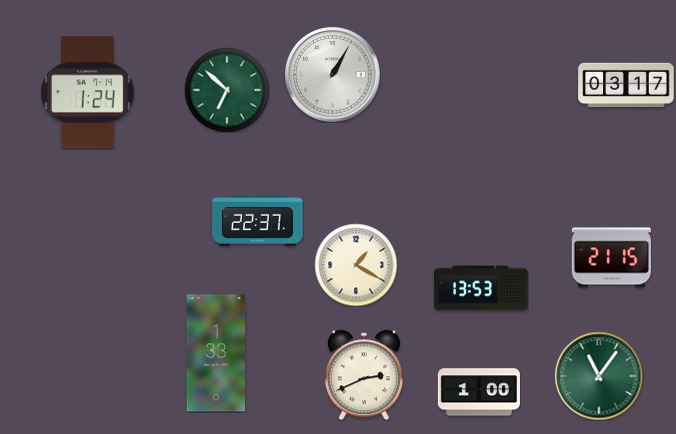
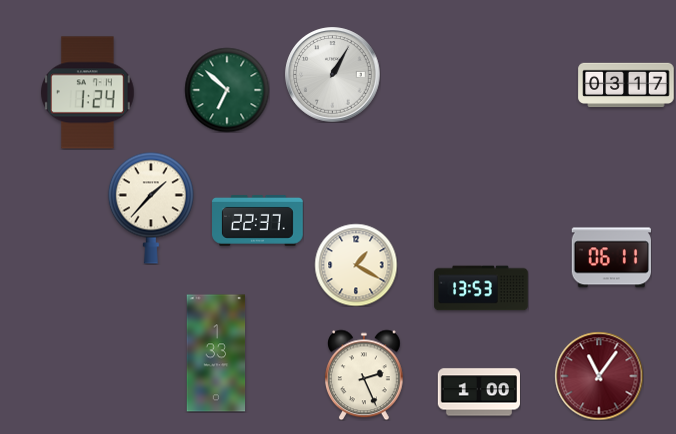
clock at (151, 208): none -> 1:37
clock at (611, 258): 21:15 -> 06:11
clock at (365, 375): 2:41 -> 2:26
clock at (599, 376) dial: green -> burgundy
